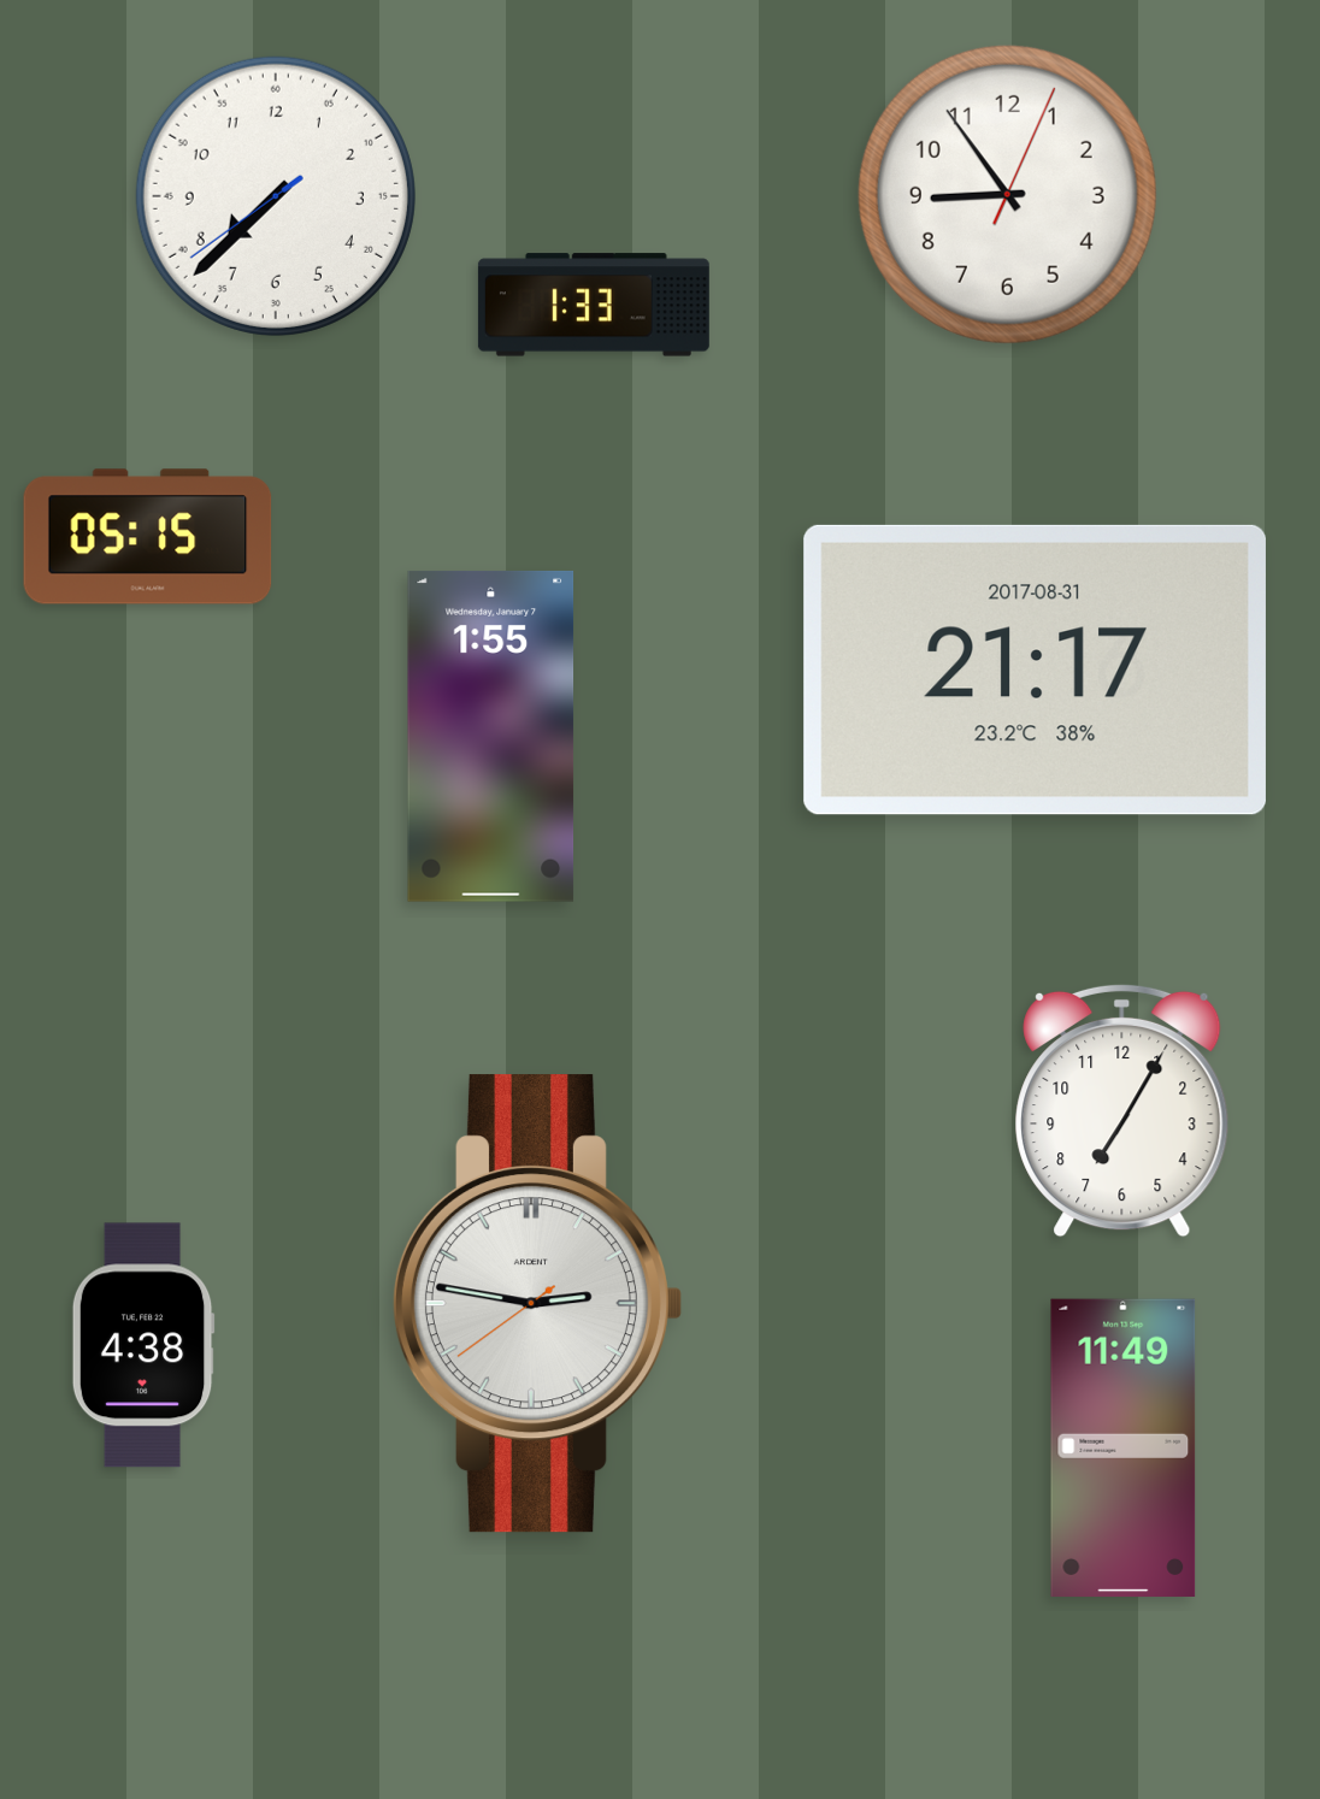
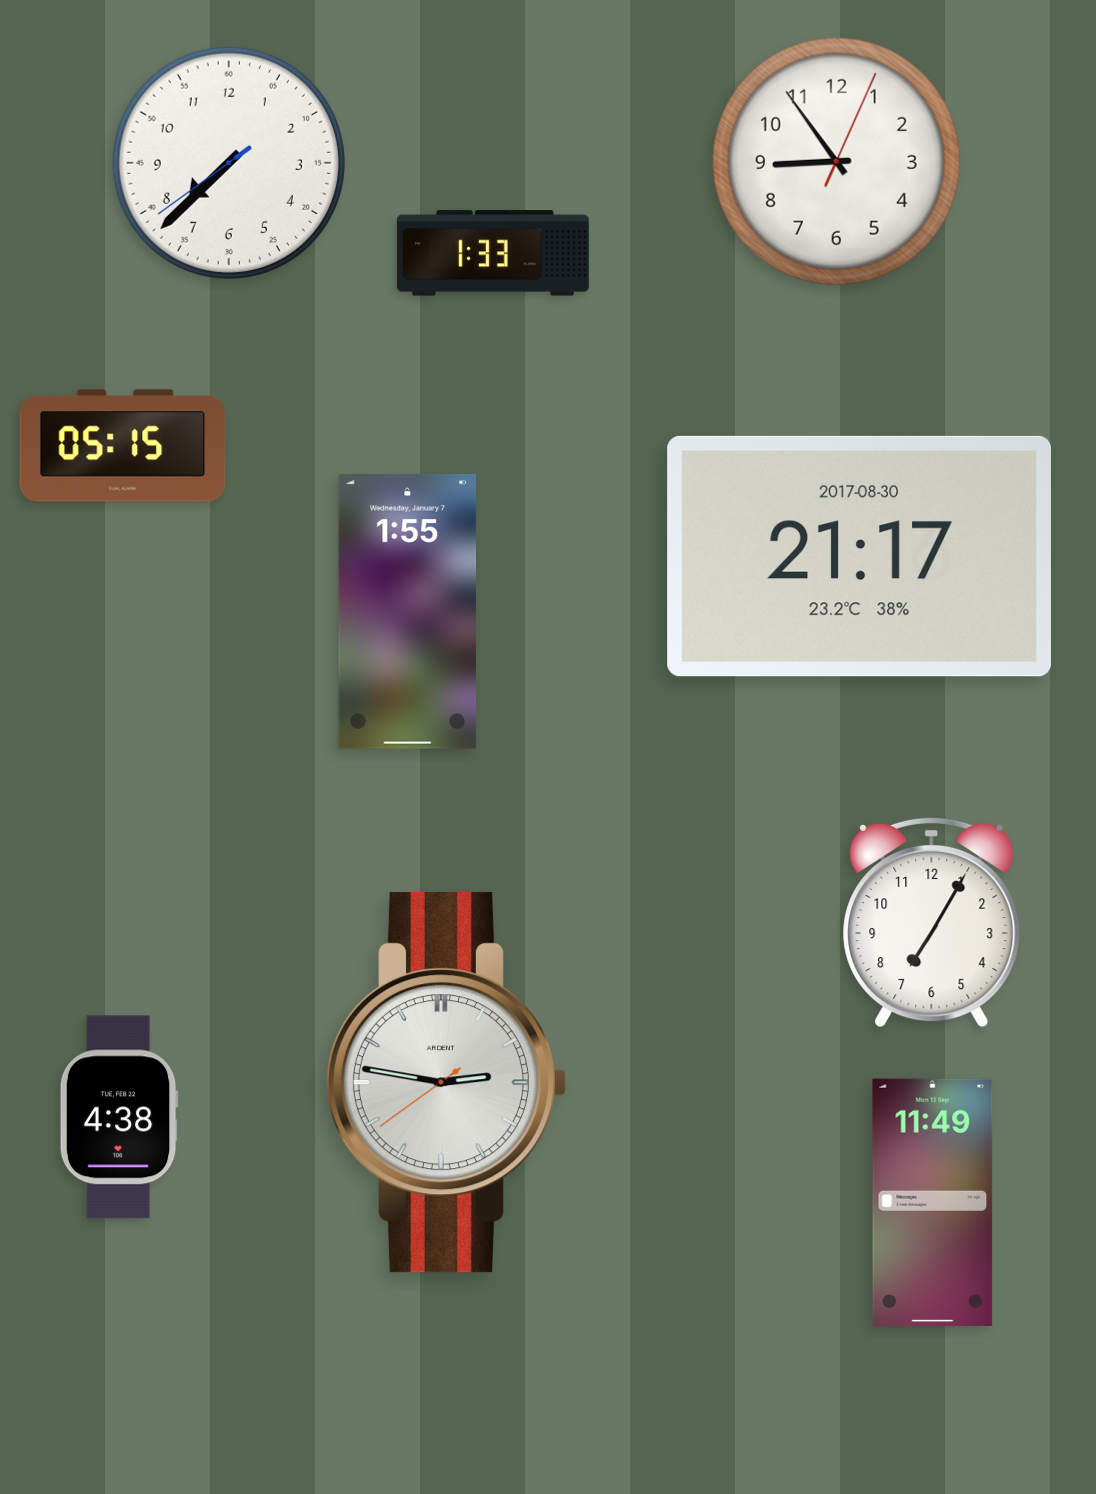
clock at (1035, 670) date: 2017-08-31 -> 2017-08-30
